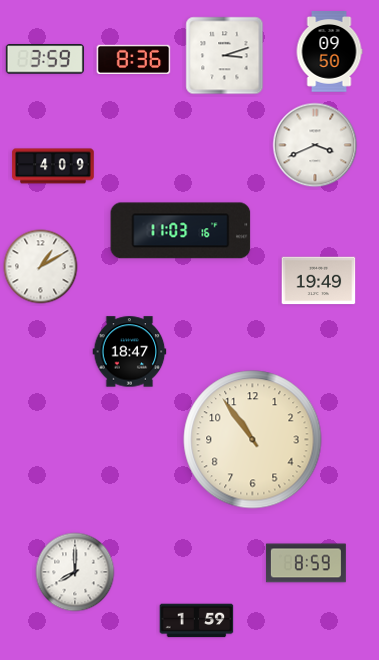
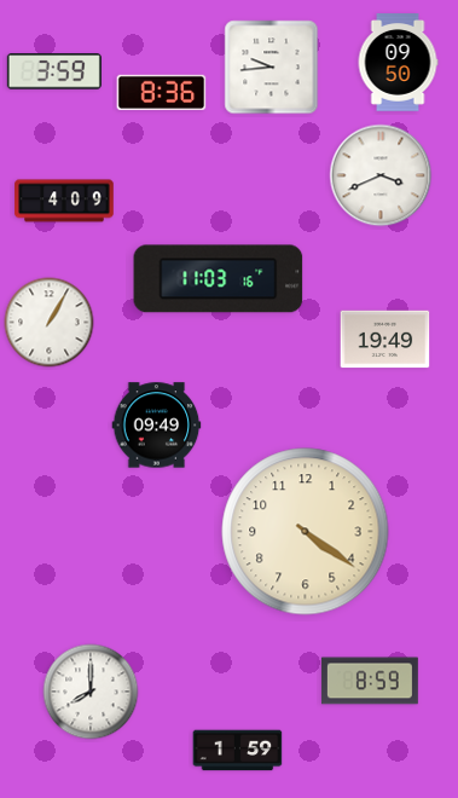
clock at (225, 56): 3:12 -> 9:44
clock at (134, 59) position: (134, 59) -> (162, 92)
clock at (41, 267): 1:10 -> 1:05
clock at (130, 352): 18:47 -> 09:49
clock at (253, 440): 10:54 -> 4:21
